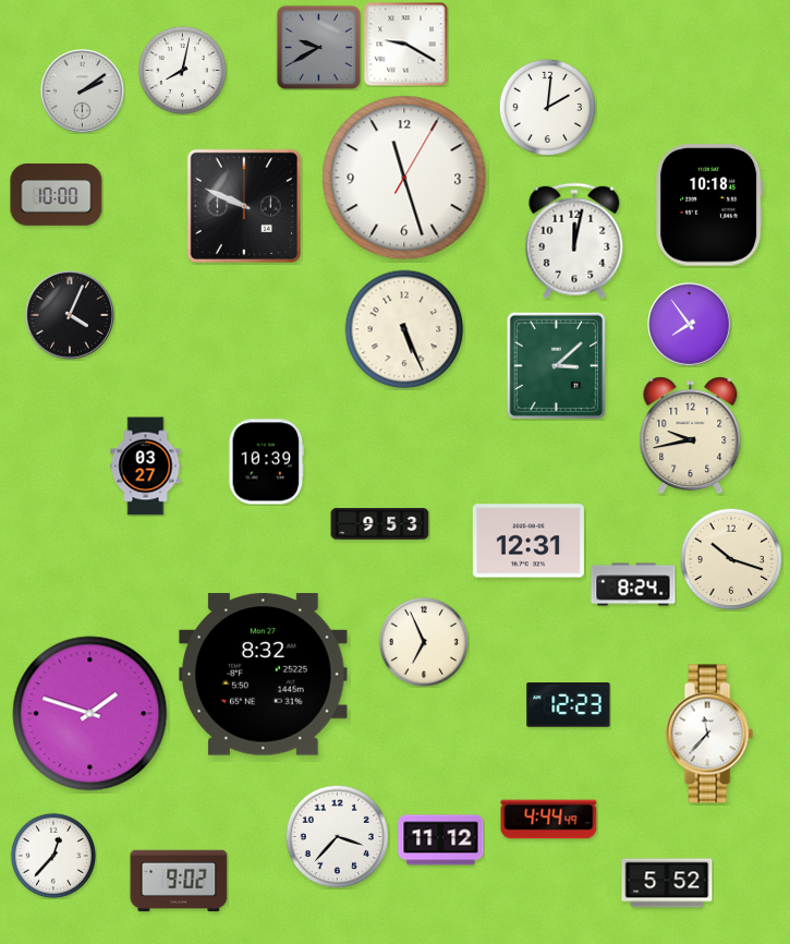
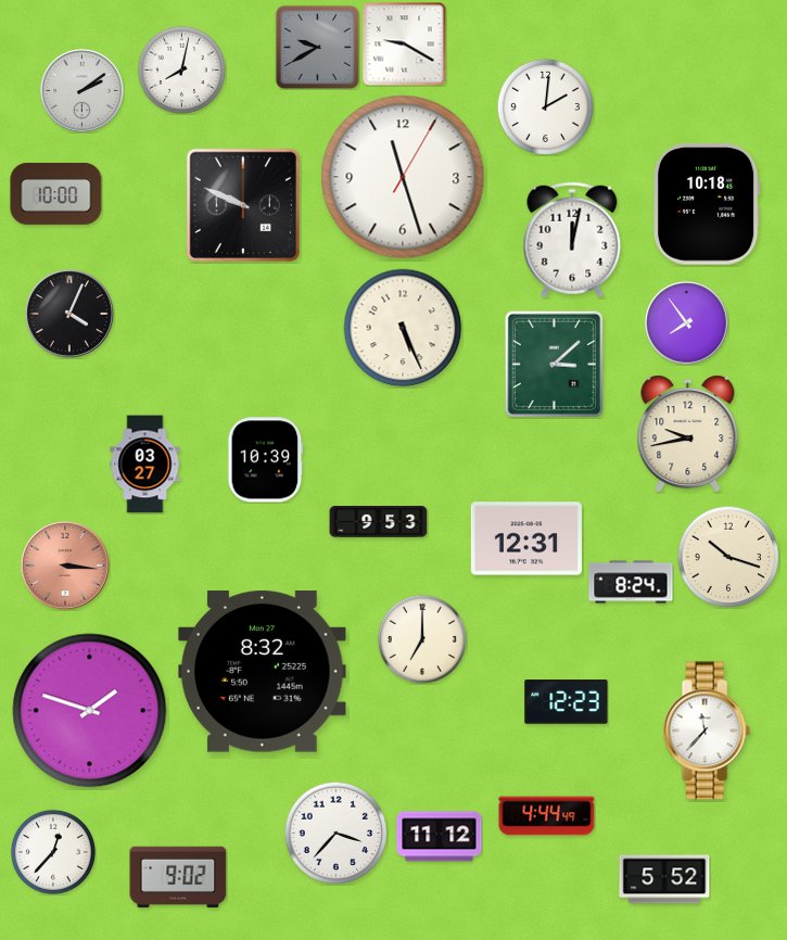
clock at (65, 566): none -> 3:16
clock at (424, 642): 6:56 -> 7:00
